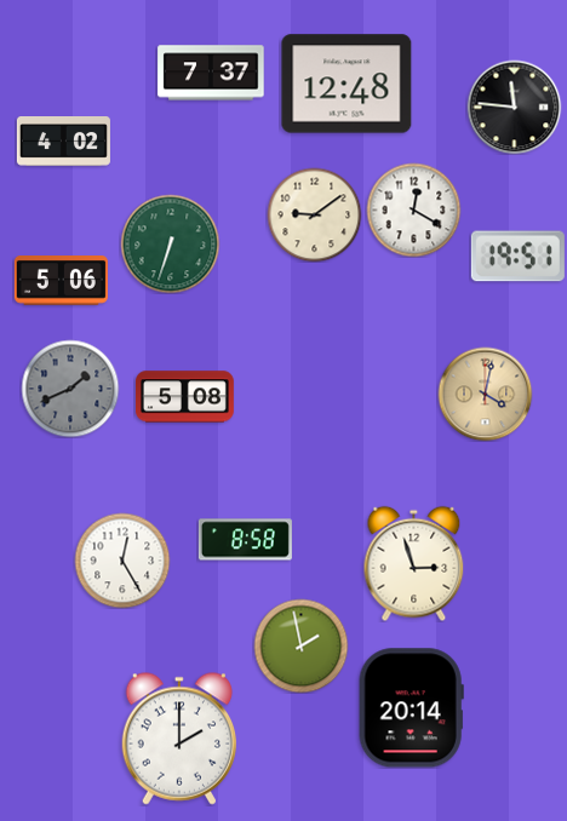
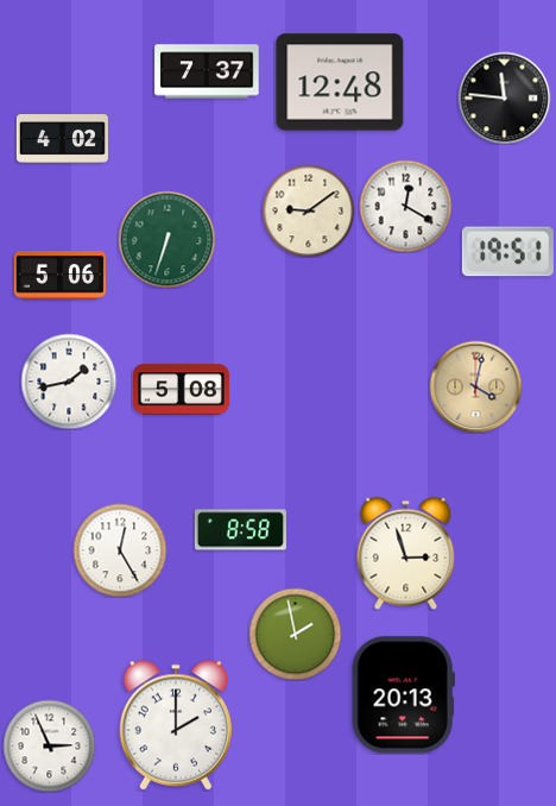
clock at (514, 107) position: (514, 107) -> (504, 97)
clock at (70, 389): 1:41 -> 1:43
clock at (70, 389) dial: grey -> white
clock at (411, 708): 20:14 -> 20:13
clock at (49, 745): none -> 2:56
